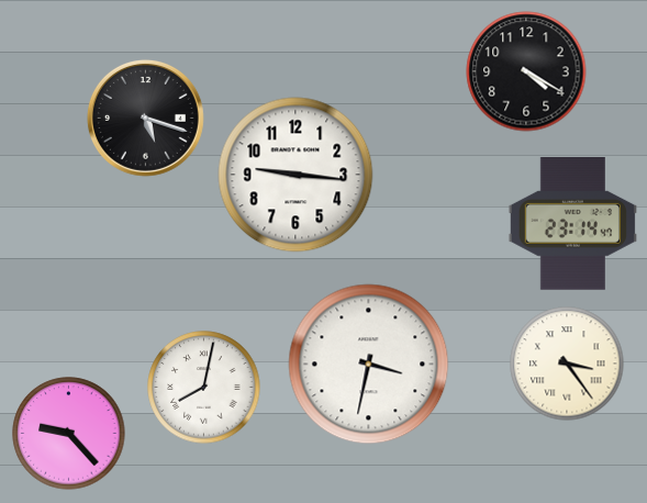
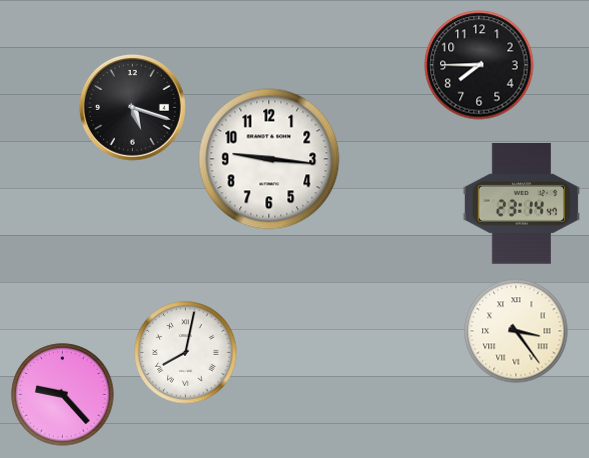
clock at (526, 71): 4:20 -> 7:45
clock at (369, 365): 3:32 -> none
